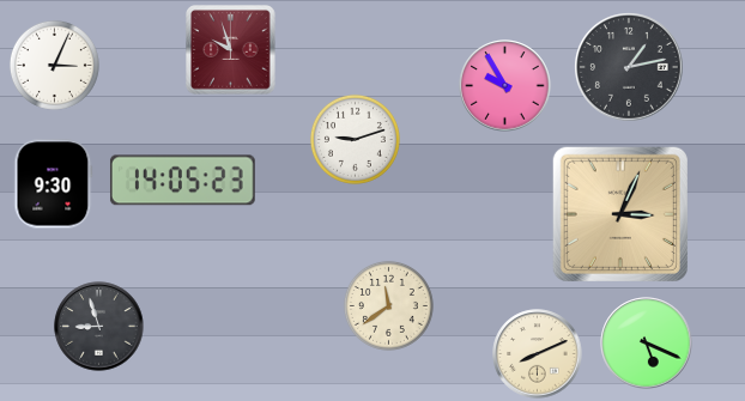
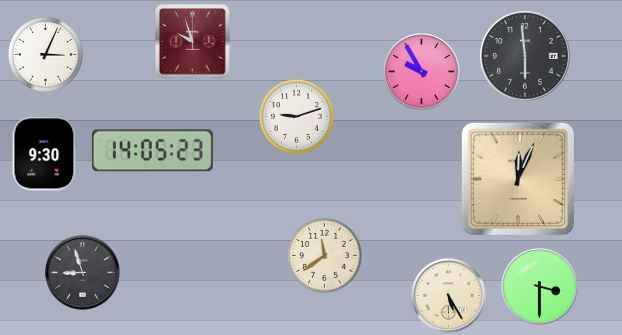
clock at (629, 67): 1:13 -> 5:59
clock at (620, 214): 3:04 -> 12:04
clock at (647, 344): 5:19 -> 3:30
clock at (538, 354): 8:11 -> 5:25
